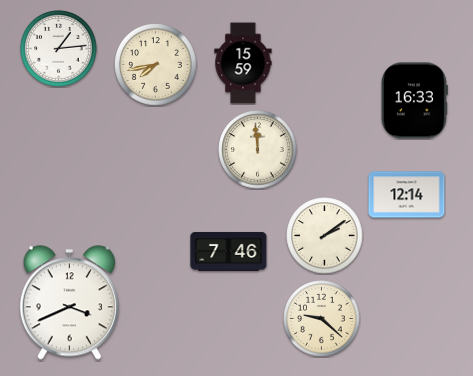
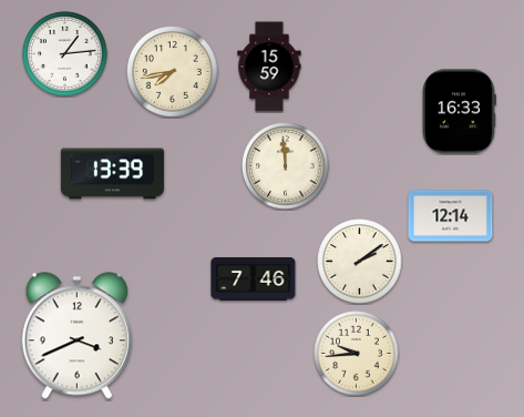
clock at (243, 63) position: (243, 63) -> (269, 67)
clock at (112, 174): none -> 13:39
clock at (322, 319): 9:22 -> 9:44
